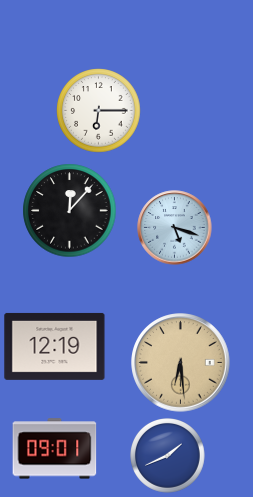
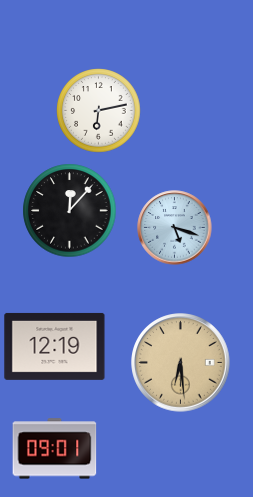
clock at (99, 111): 6:15 -> 6:13
clock at (168, 456): 1:41 -> none
